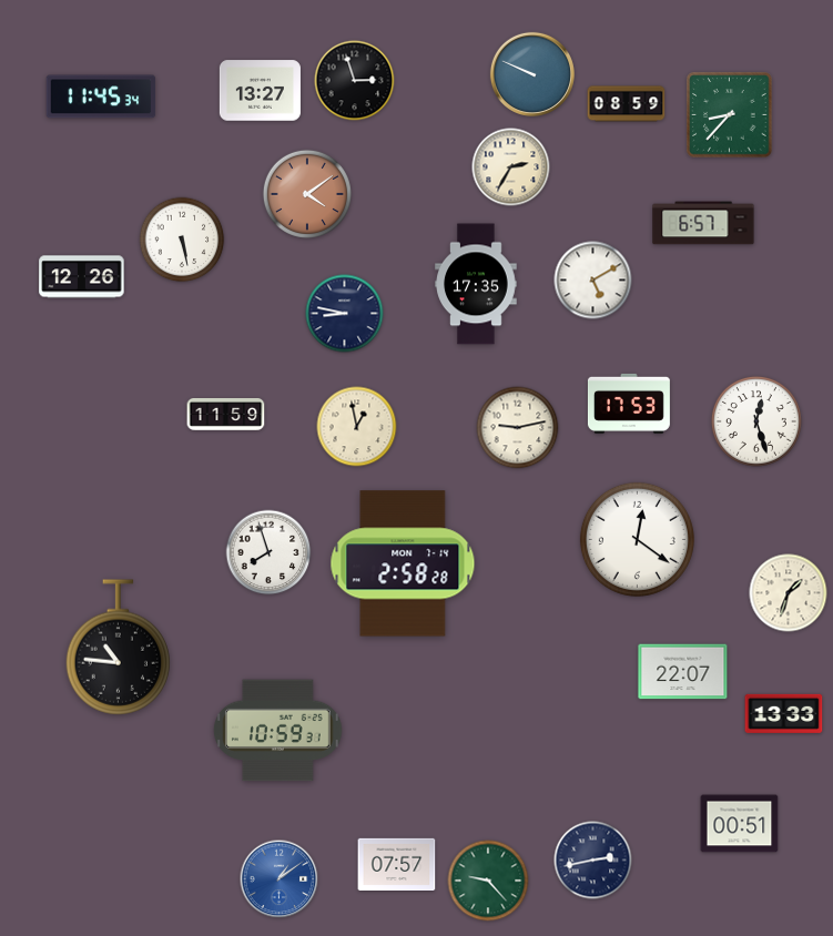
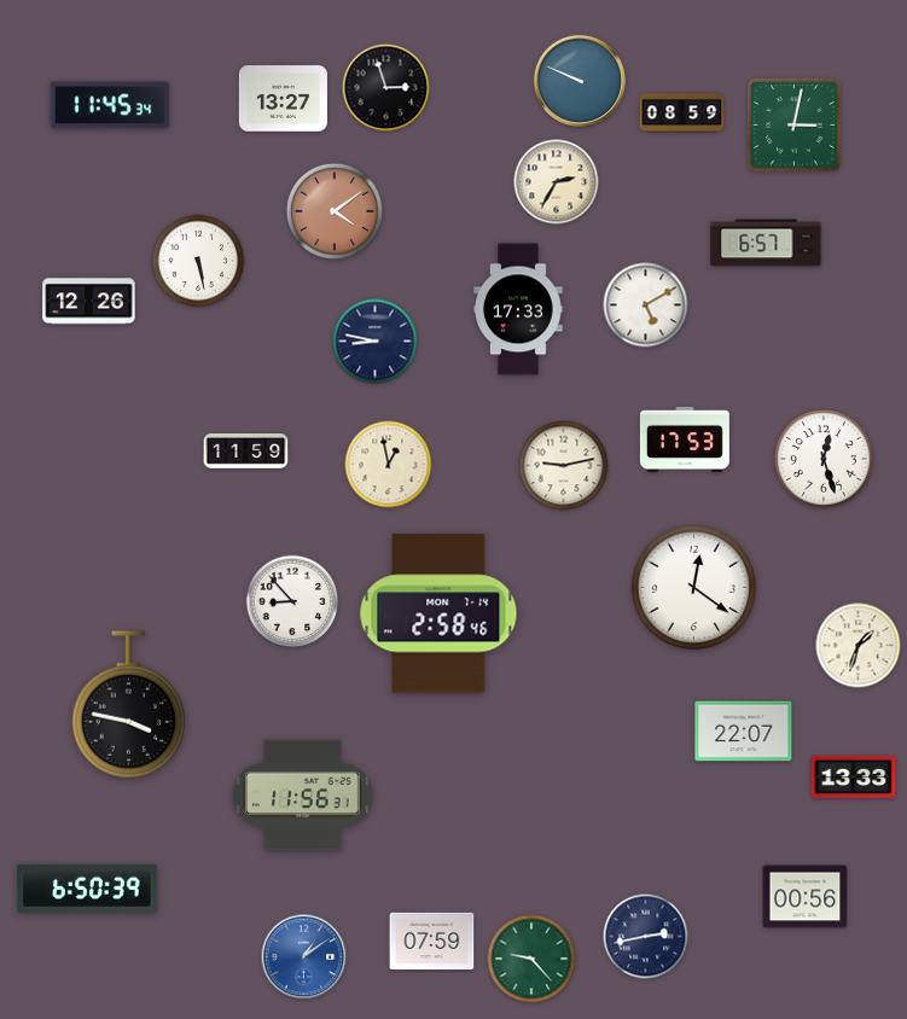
clock at (730, 115): 8:37 -> 3:02
clock at (476, 284): 17:35 -> 17:33
clock at (268, 552): 7:57 -> 8:53
clock at (403, 563): 2:58:28 -> 2:58:46
clock at (118, 648): 10:46 -> 3:47
clock at (277, 731): 10:59 -> 11:56
clock at (87, 889): none -> 6:50
clock at (740, 824): 00:51 -> 00:56
clock at (397, 864): 07:57 -> 07:59
